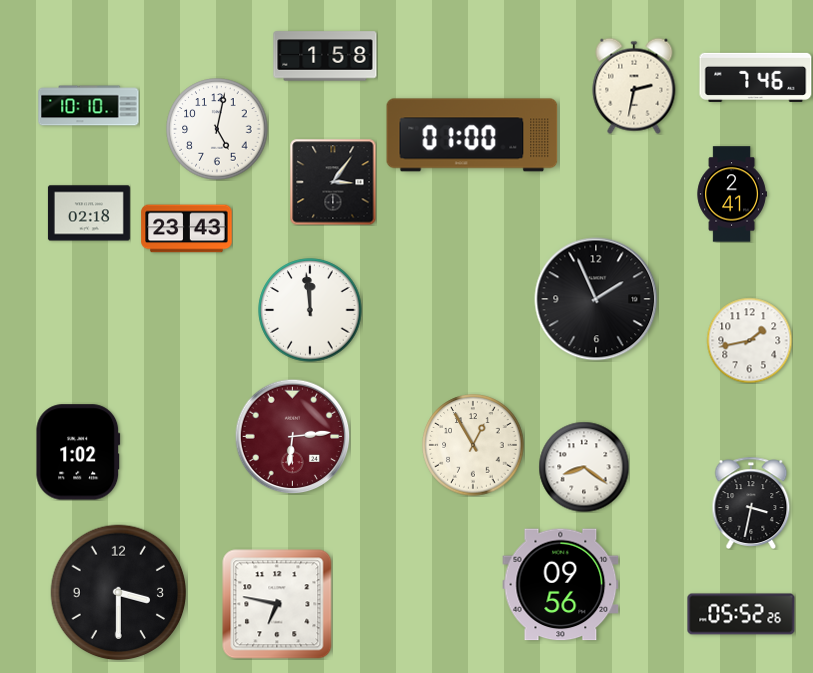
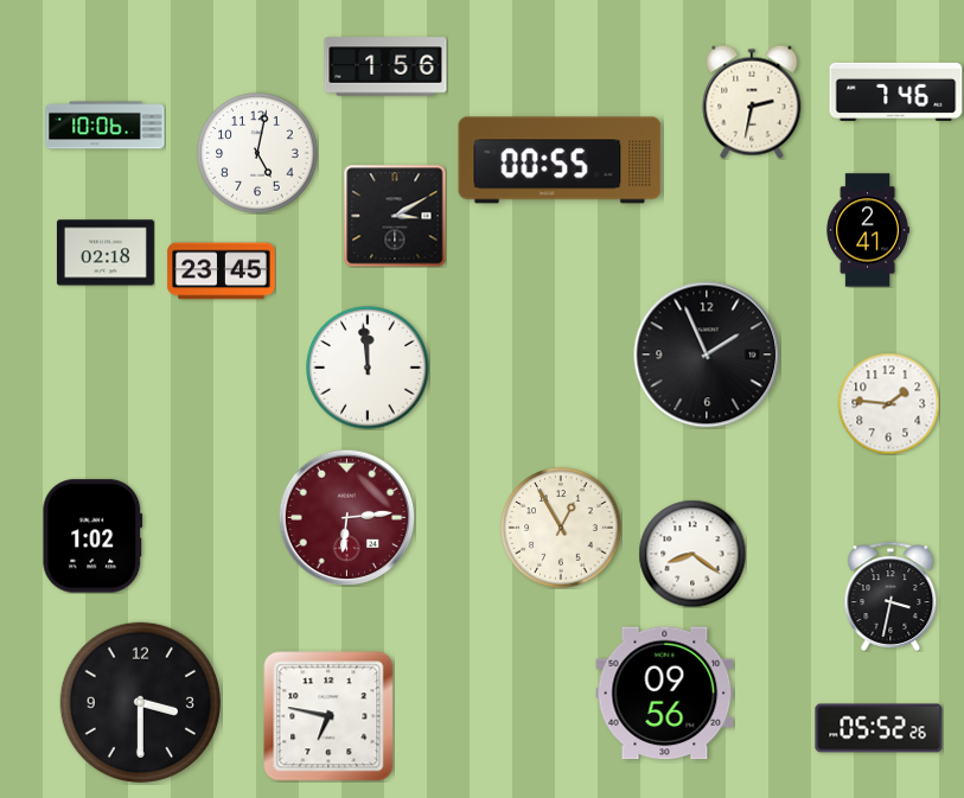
clock at (325, 56): 1:58 -> 1:56
clock at (89, 106): 10:10 -> 10:06
clock at (472, 135): 01:00 -> 00:55
clock at (333, 182): 3:06 -> 3:10
clock at (187, 229): 23:43 -> 23:45
clock at (749, 340): 1:43 -> 1:46
